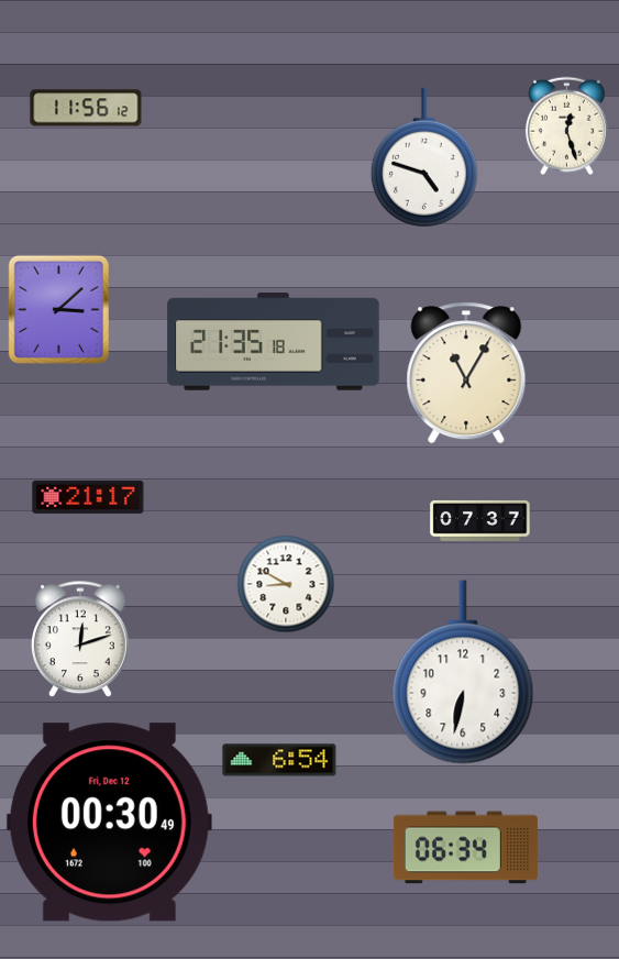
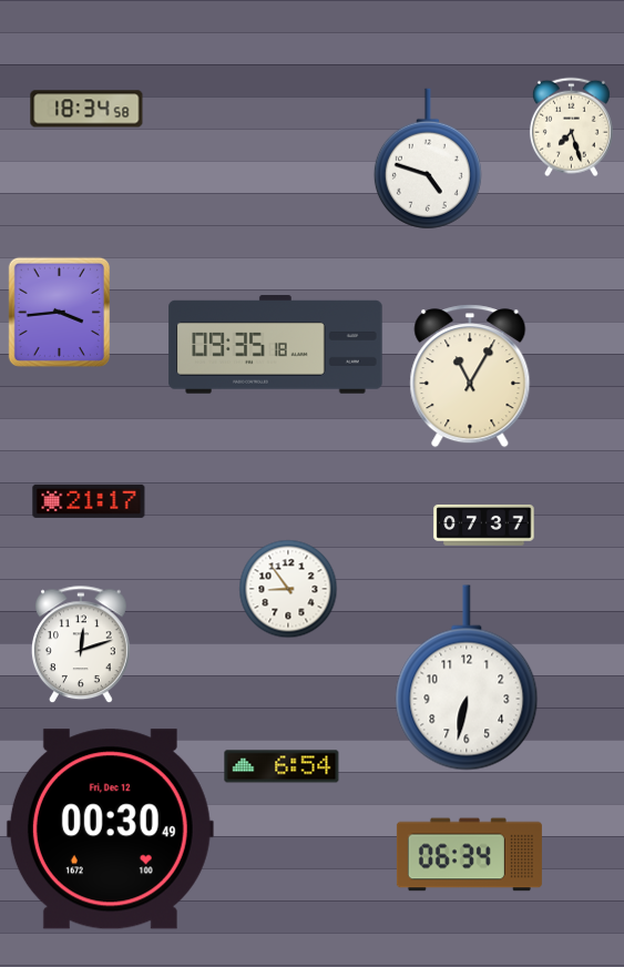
clock at (86, 108): 11:56 -> 18:34
clock at (566, 125): 12:27 -> 7:27
clock at (58, 309): 3:08 -> 3:44
clock at (274, 342): 21:35 -> 09:35
clock at (286, 584): 8:50 -> 8:54
